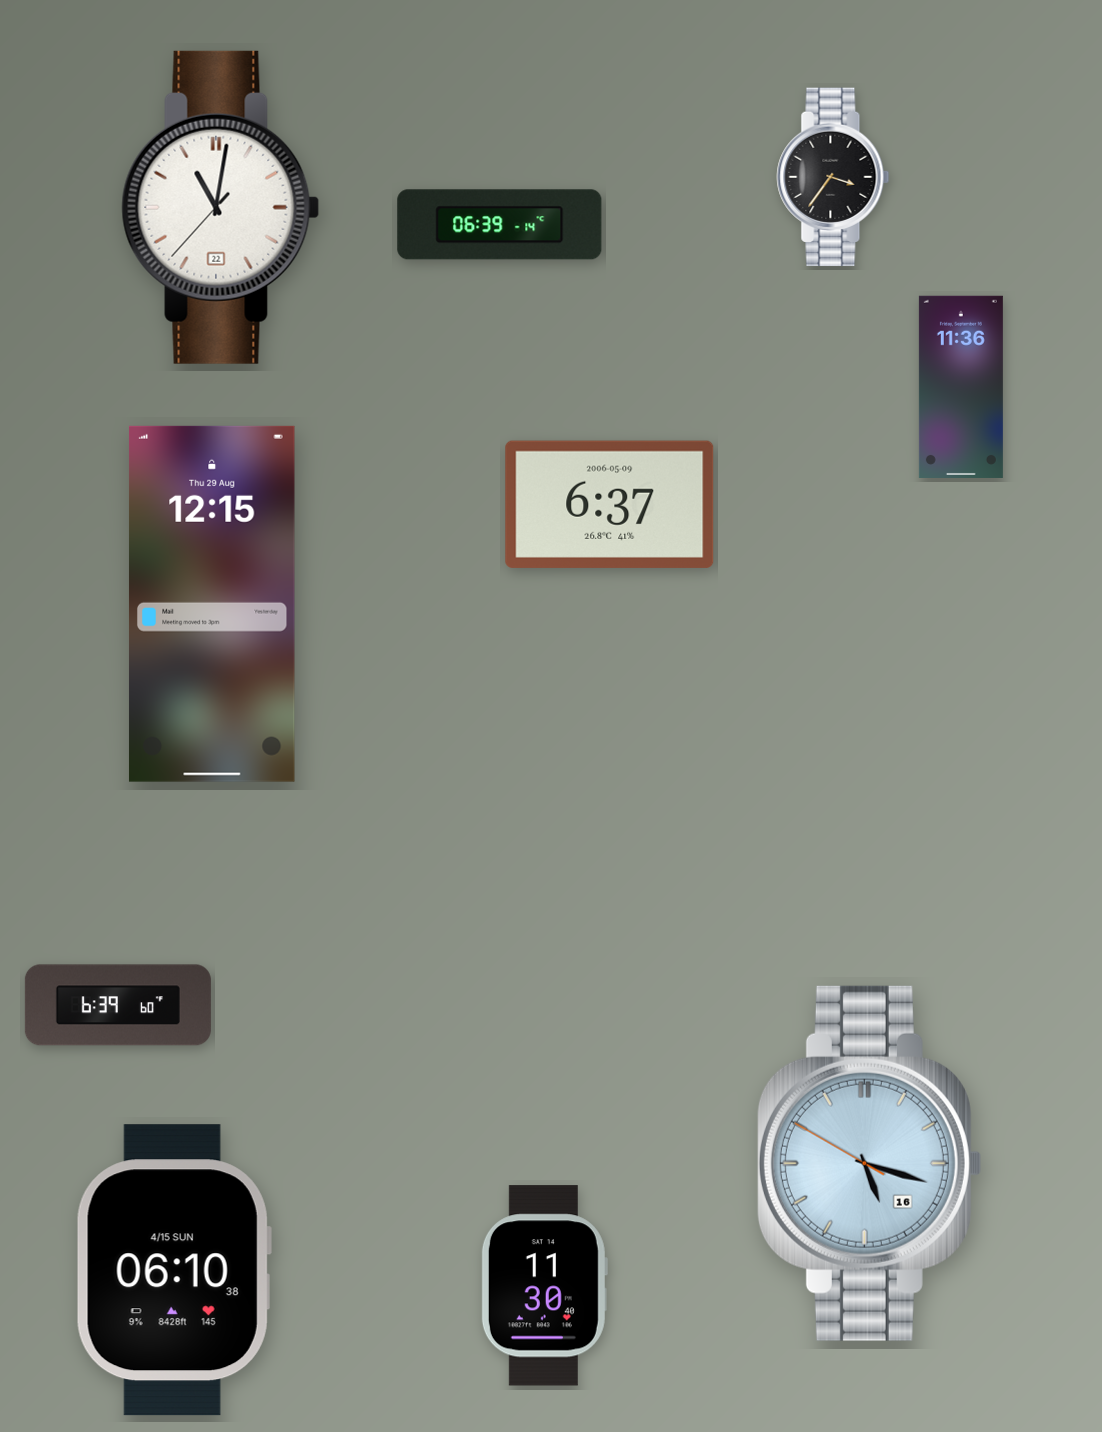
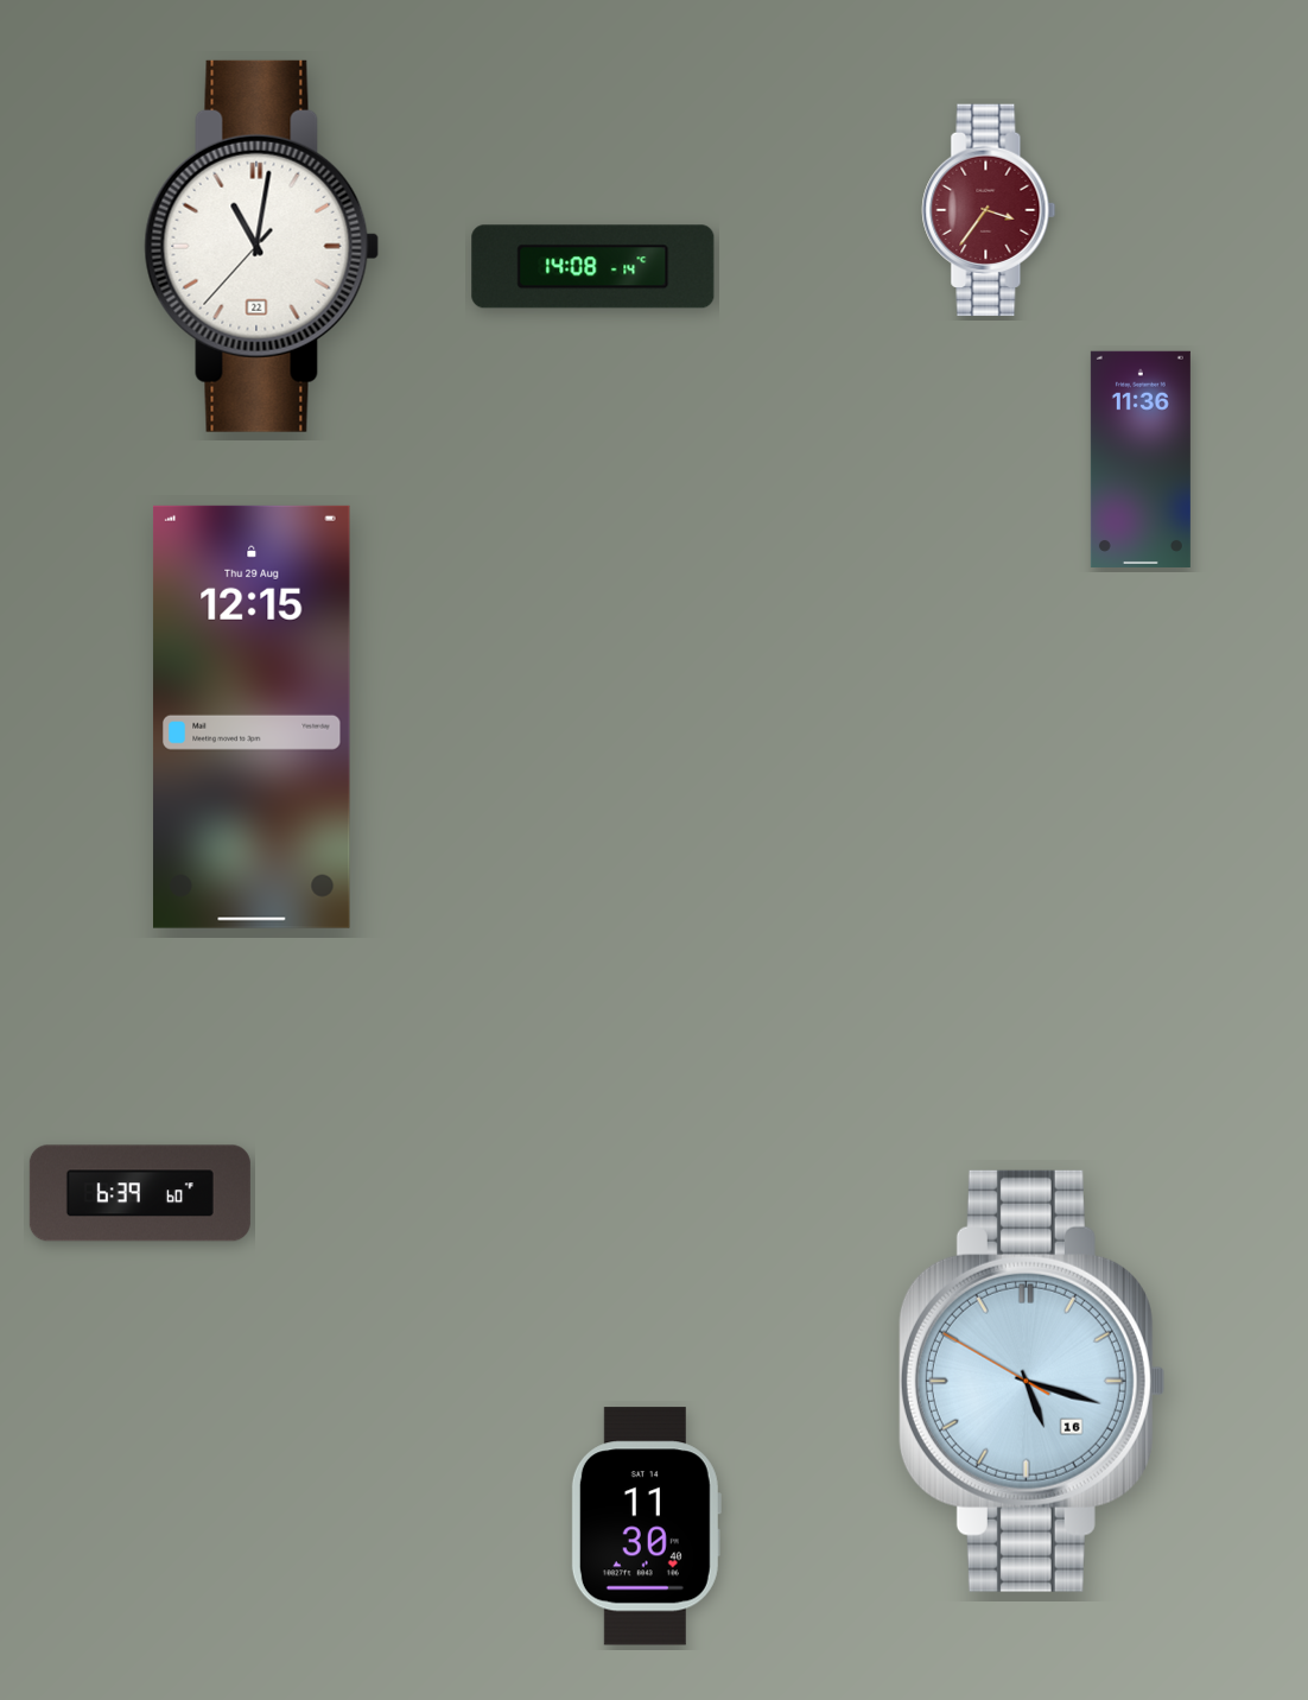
clock at (833, 177) dial: black -> burgundy
clock at (500, 225): 06:39 -> 14:08
clock at (610, 504): 6:37 -> none
clock at (174, 1270): 06:10 -> none
